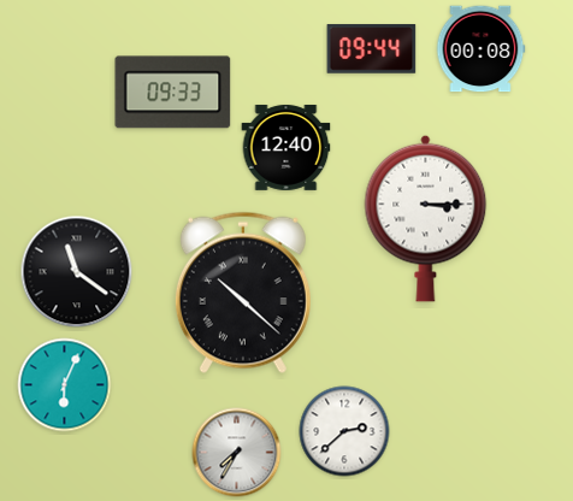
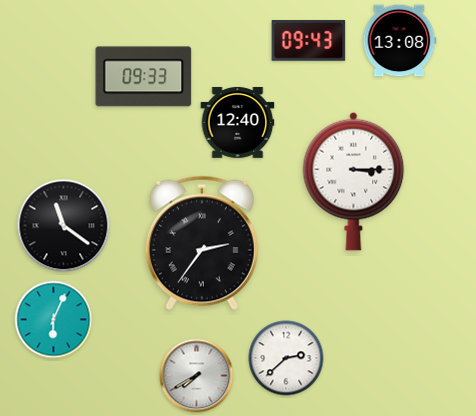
clock at (372, 49): 09:44 -> 09:43
clock at (480, 49): 00:08 -> 13:08
clock at (243, 293): 10:22 -> 2:36
clock at (237, 453): 7:35 -> 7:40
